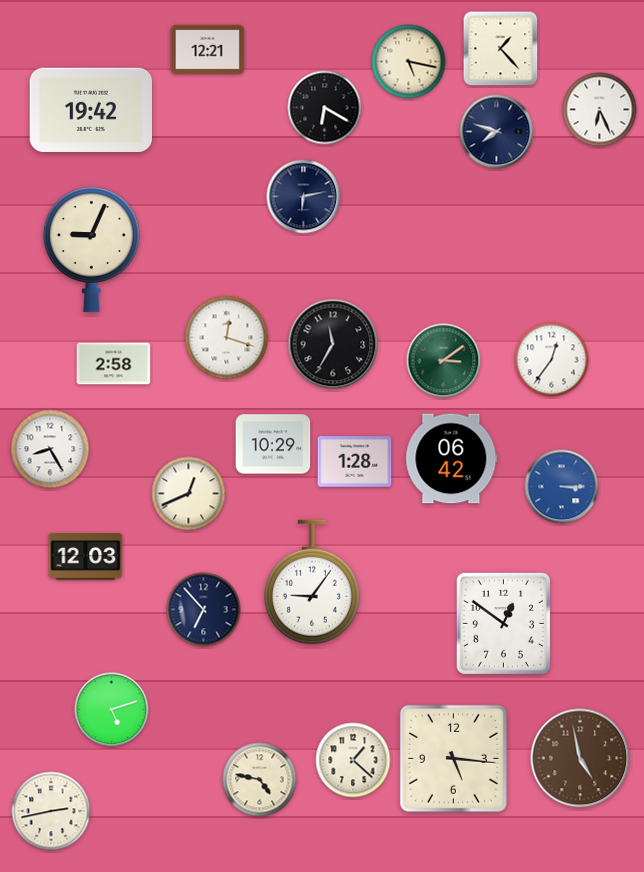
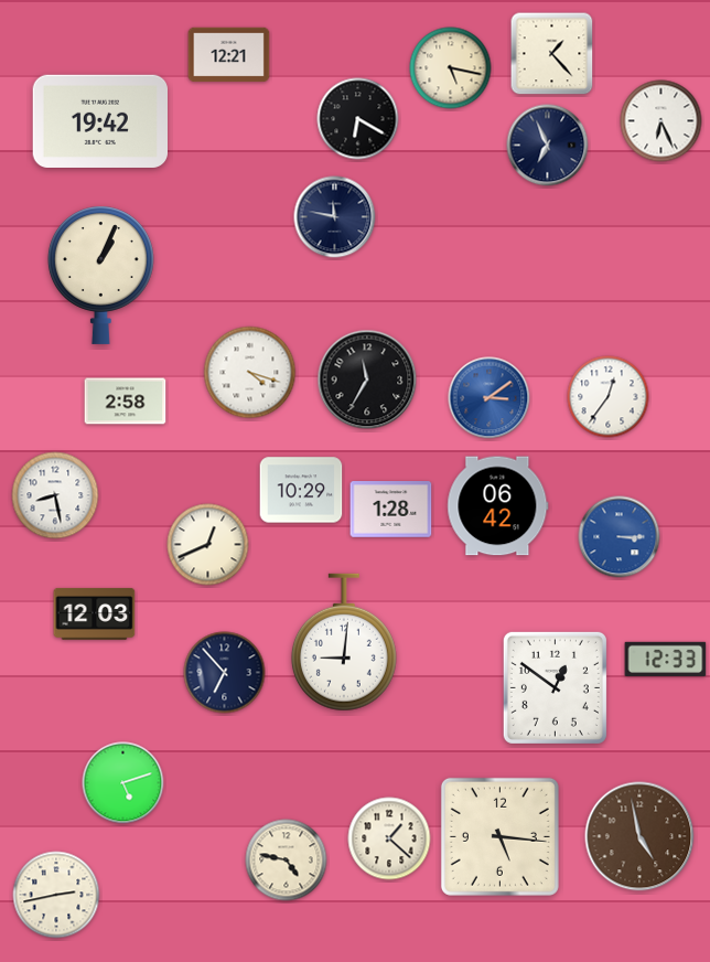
clock at (497, 132): 7:48 -> 6:56
clock at (304, 197): 6:13 -> 11:47
clock at (91, 249): 9:04 -> 1:04
clock at (227, 338): 12:18 -> 4:18
clock at (444, 361) dial: green -> blue
clock at (50, 449): 8:25 -> 8:28
clock at (312, 582): 9:06 -> 9:01
clock at (666, 659): none -> 12:33
